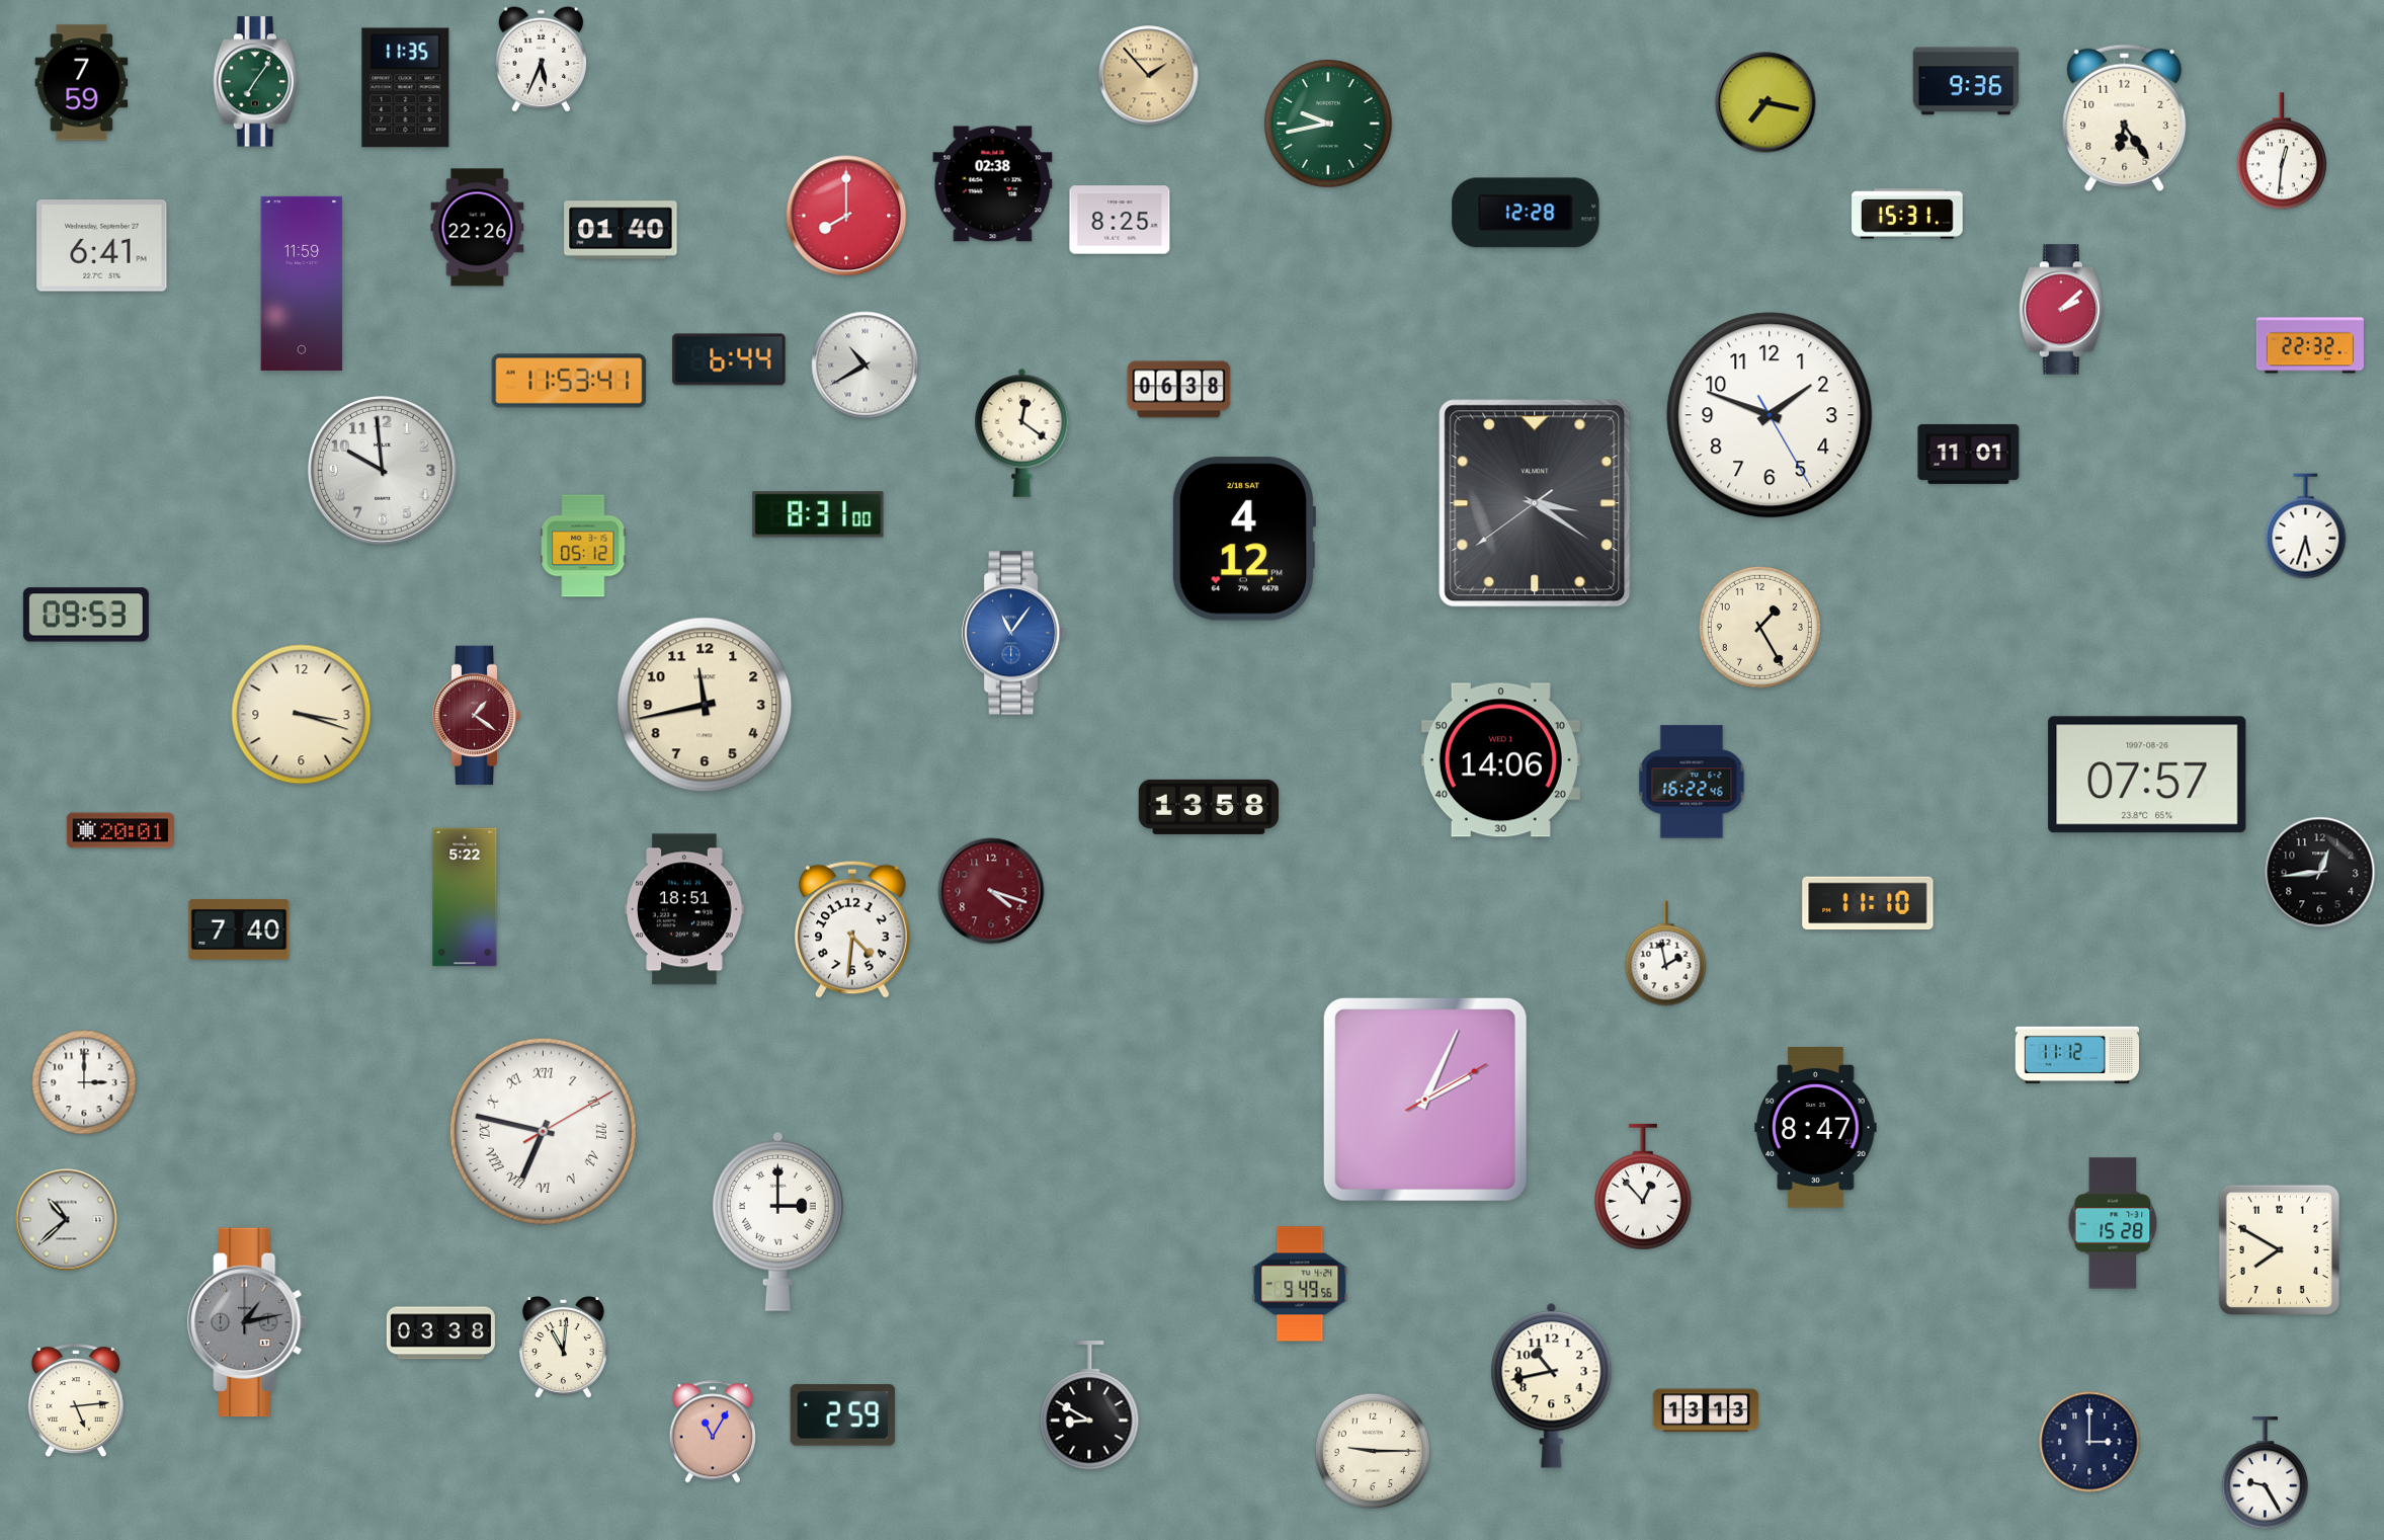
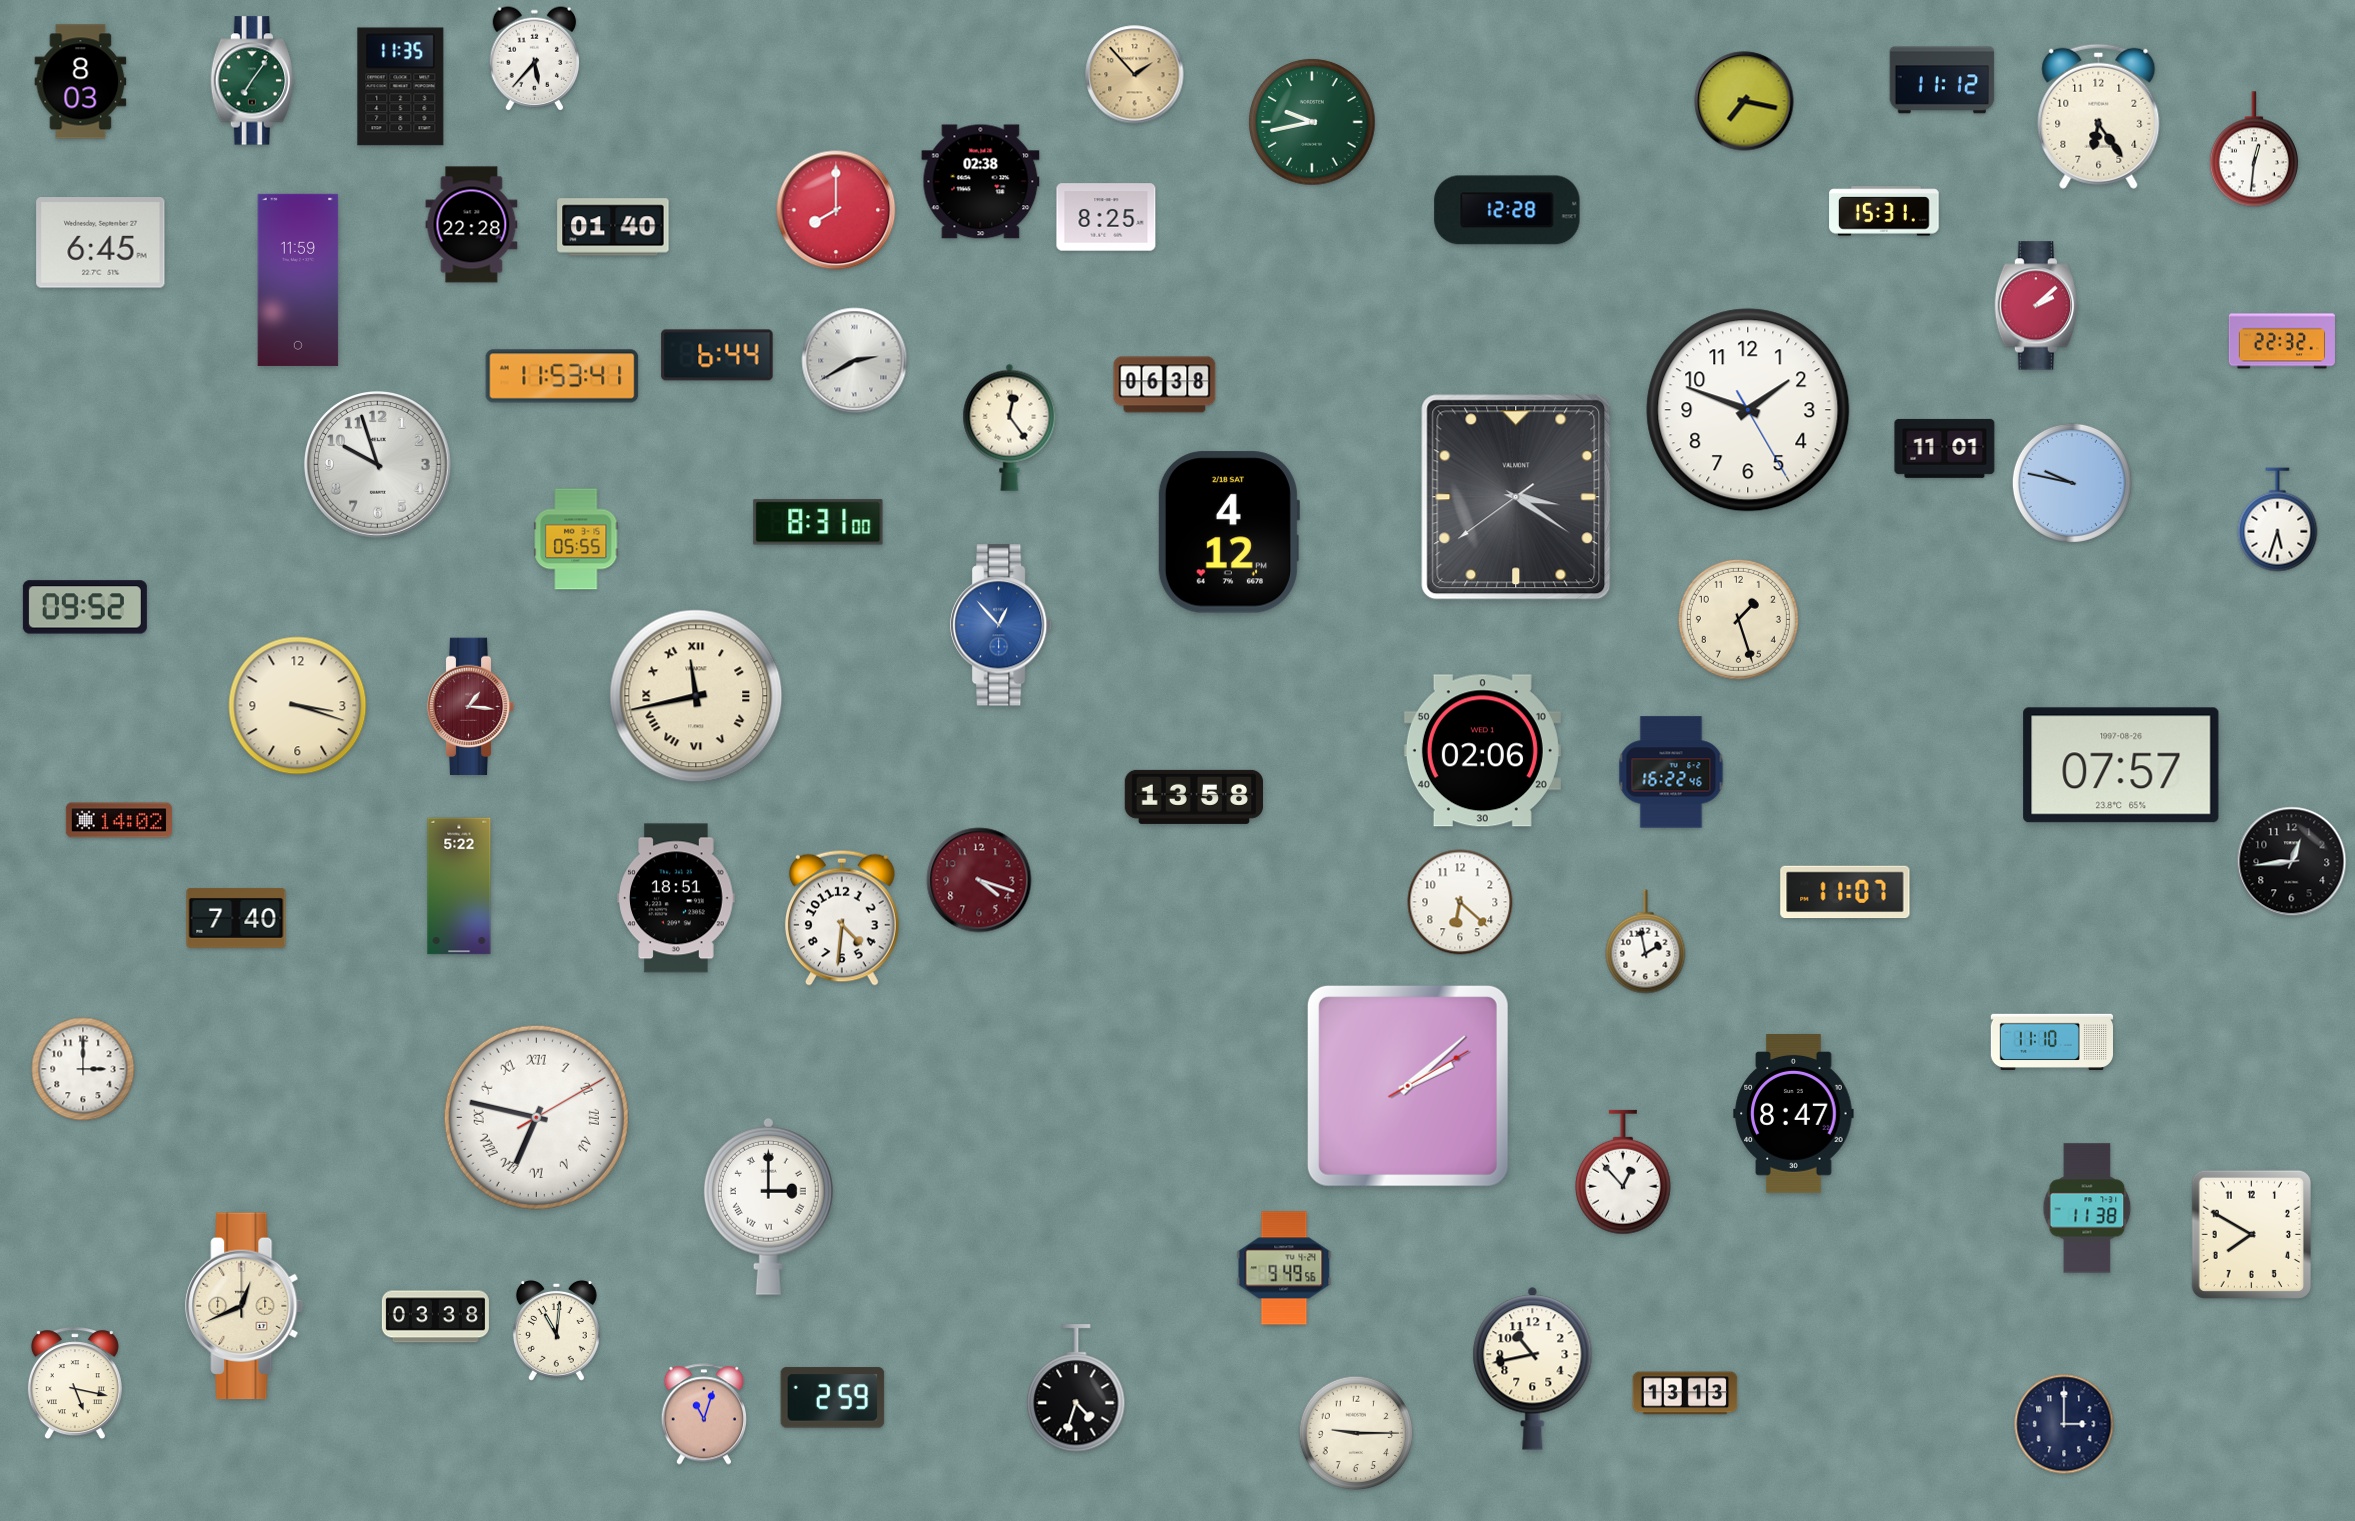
clock at (542, 60): 5:34 -> 5:37
clock at (1966, 81): 9:36 -> 11:12
clock at (82, 83): 7:59 -> 8:03
clock at (846, 216) position: (846, 216) -> (836, 210)
clock at (478, 228): 22:26 -> 22:28
clock at (102, 246): 6:41 -> 6:45
clock at (729, 359) position: (729, 359) -> (717, 355)
clock at (866, 366): 10:40 -> 2:40
clock at (1022, 432): 12:21 -> 12:24
clock at (383, 471): 9:59 -> 9:57
clock at (2072, 483): none -> 9:47
clock at (818, 514) position: (818, 514) -> (818, 522)
clock at (583, 546): 05:12 -> 05:55
clock at (86, 615): 09:53 -> 09:52
clock at (1759, 627): 1:25 -> 1:27
clock at (1014, 633): 11:06 -> 12:53
clock at (705, 705) numerals: Arabic -> Roman
clock at (477, 716): 1:21 -> 1:16
clock at (1500, 760): 14:06 -> 02:06
clock at (120, 830): 20:01 -> 14:02
clock at (1868, 903): 11:10 -> 11:07
clock at (1460, 902): none -> 6:22
clock at (2076, 1054): 11:12 -> 11:10
clock at (1425, 1100): 2:04 -> 2:08
clock at (67, 1220): 10:38 -> none
clock at (2113, 1223): 15:28 -> 11:38
clock at (248, 1322): 1:13 -> 12:41
clock at (248, 1322) dial: grey -> cream
clock at (76, 1401): 5:14 -> 5:17
clock at (1089, 1406): 8:50 -> 4:33
clock at (712, 1432): 11:05 -> 11:03
clock at (2266, 1473): 9:25 -> none
